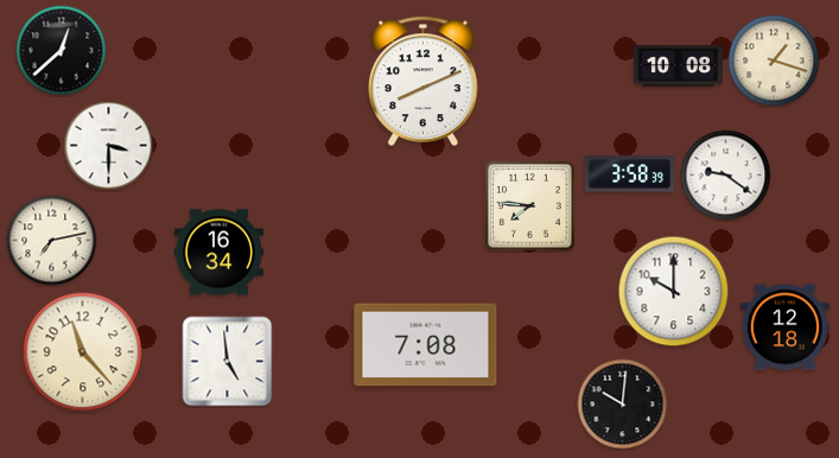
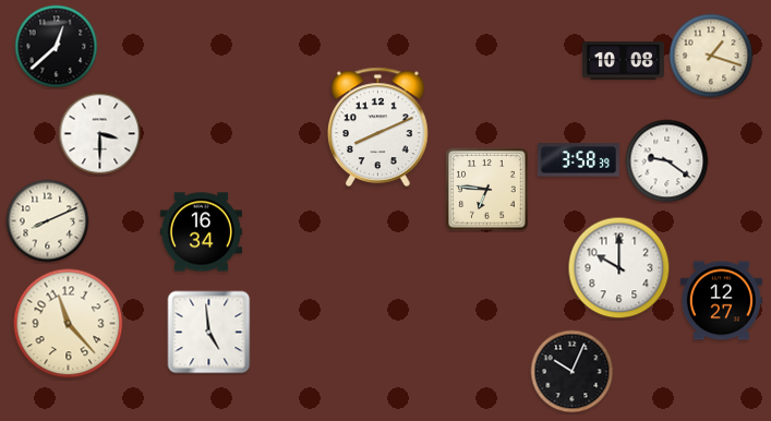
clock at (424, 81) position: (424, 81) -> (378, 127)
clock at (530, 206): 7:46 -> 6:46
clock at (52, 241): 7:13 -> 8:11
clock at (784, 327): 12:18 -> 12:27
clock at (426, 345): 7:08 -> none
clock at (83, 352) position: (83, 352) -> (69, 324)
clock at (623, 405): 10:01 -> 10:04
